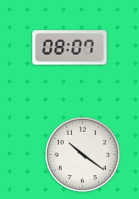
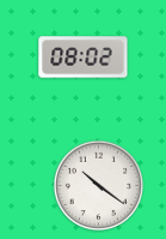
clock at (70, 48): 08:07 -> 08:02
